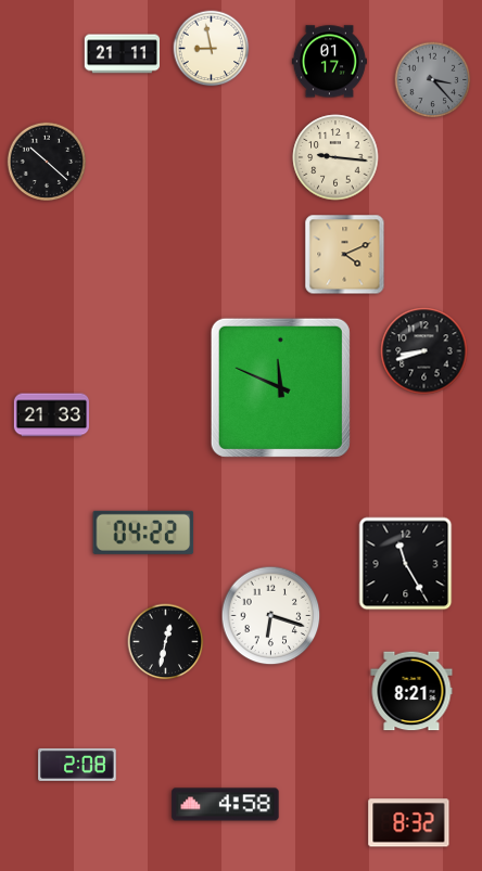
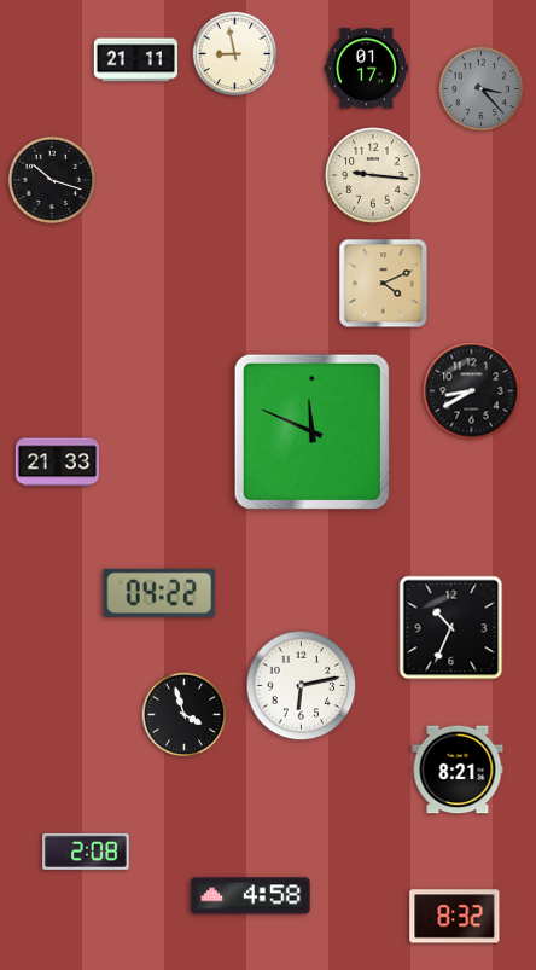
clock at (47, 162): 10:22 -> 10:18
clock at (424, 351): 8:42 -> 8:40
clock at (406, 564): 11:25 -> 10:34
clock at (271, 616): 6:18 -> 6:13
clock at (166, 642): 12:32 -> 3:57
